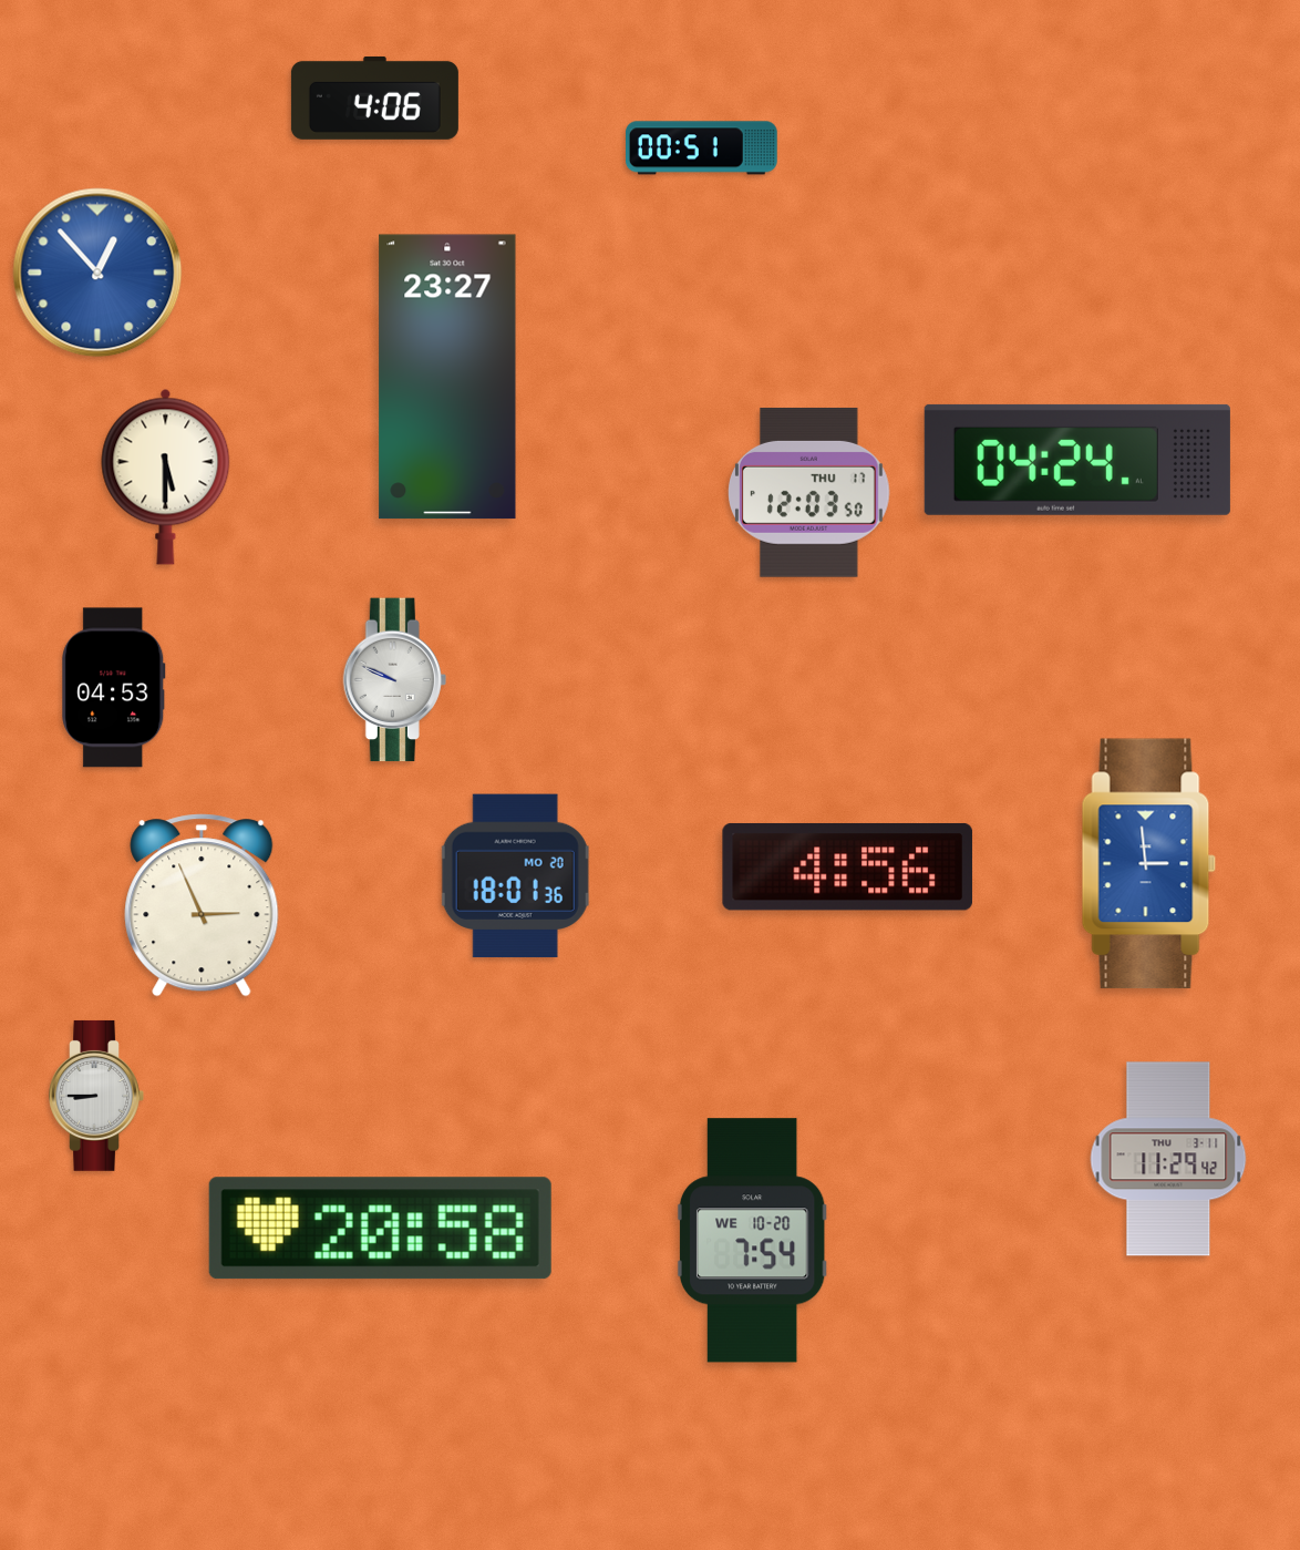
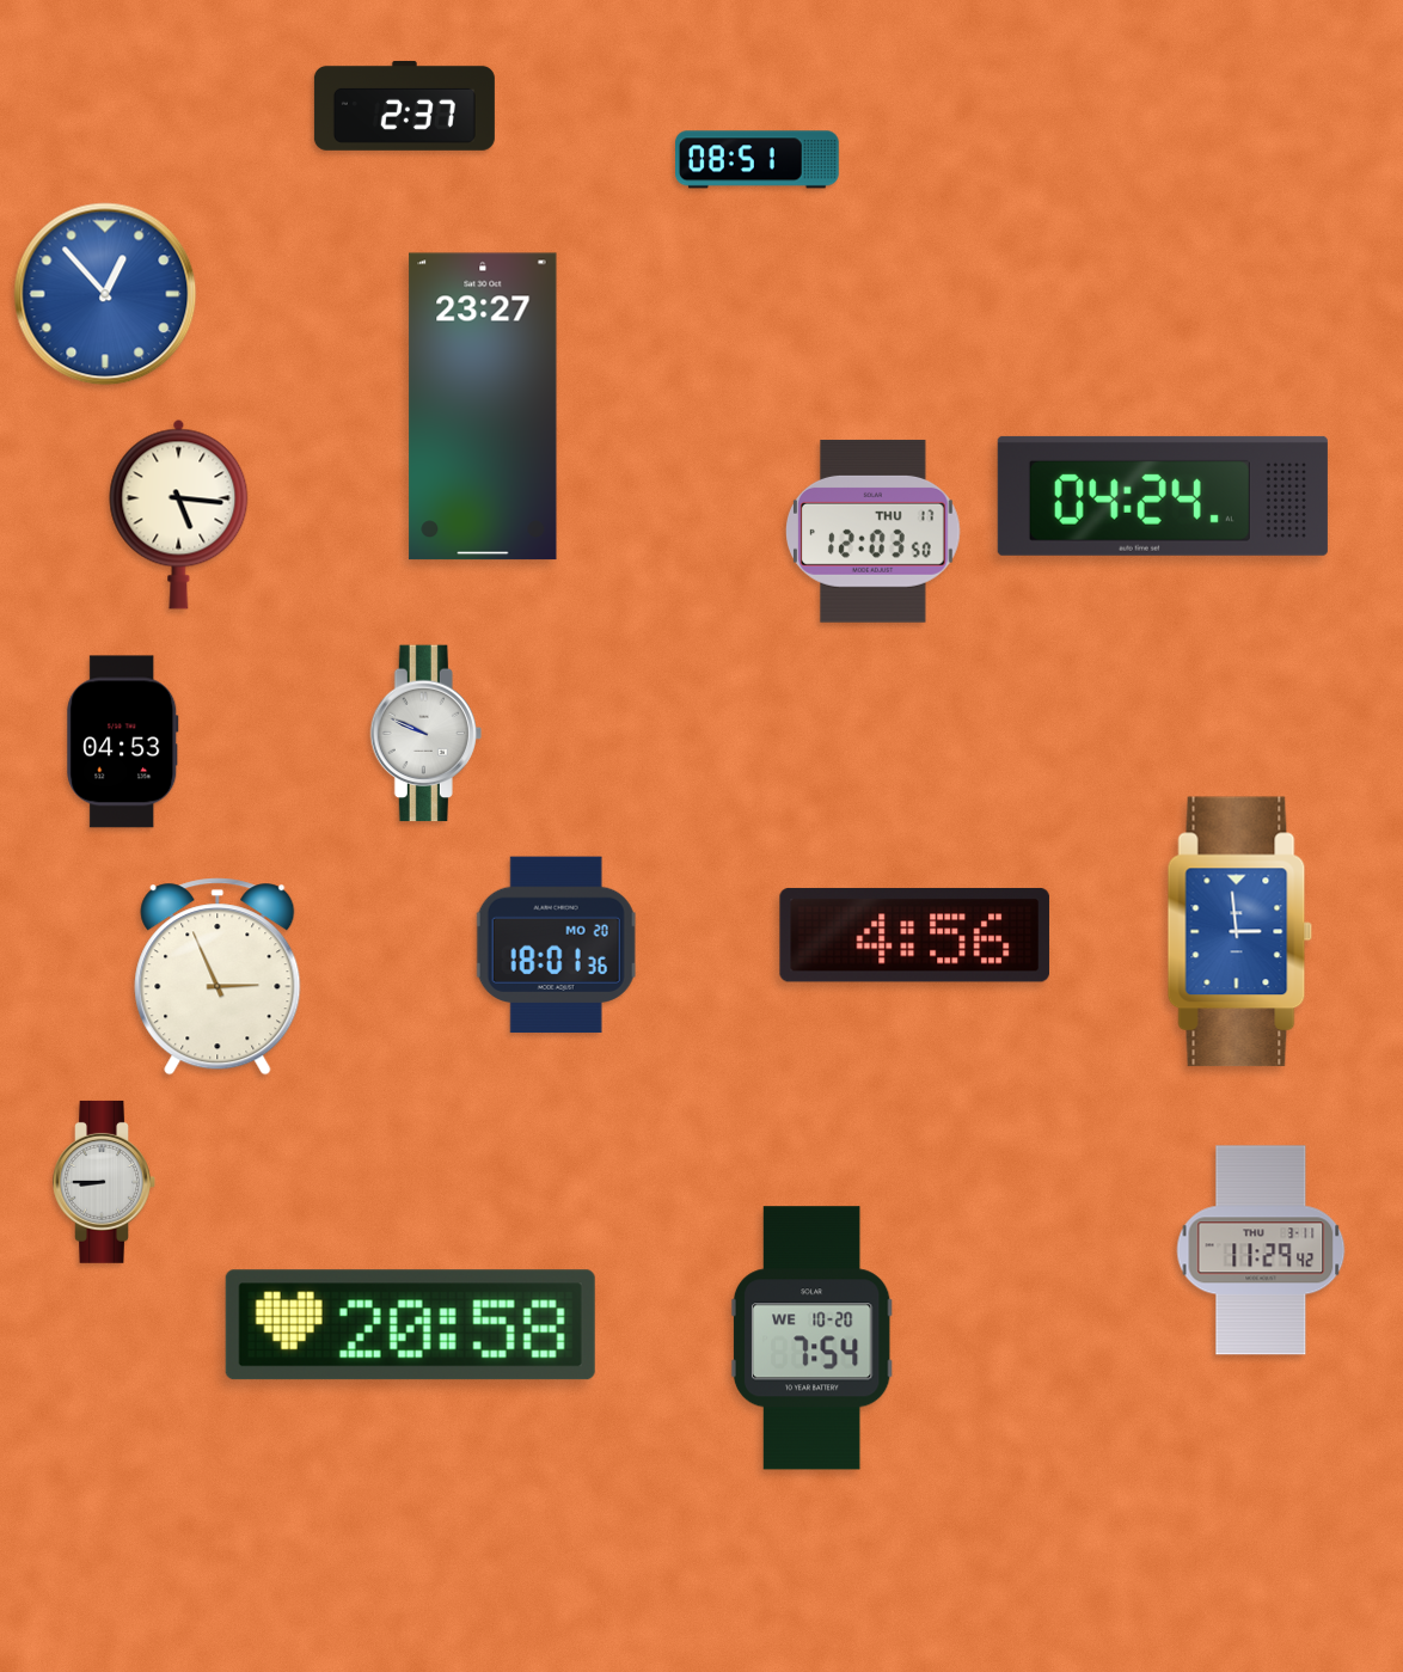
clock at (374, 97): 4:06 -> 2:37
clock at (702, 148): 00:51 -> 08:51
clock at (166, 476): 5:30 -> 5:16
